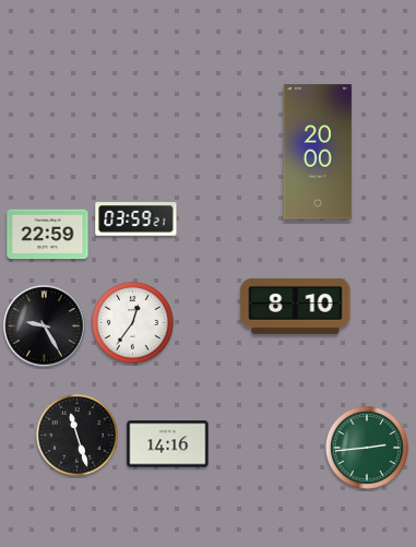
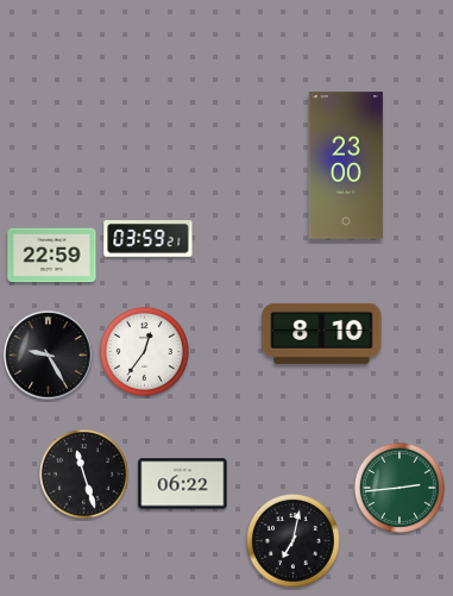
clock at (318, 152): 20:00 -> 23:00
clock at (168, 444): 14:16 -> 06:22
clock at (292, 540): none -> 7:02
